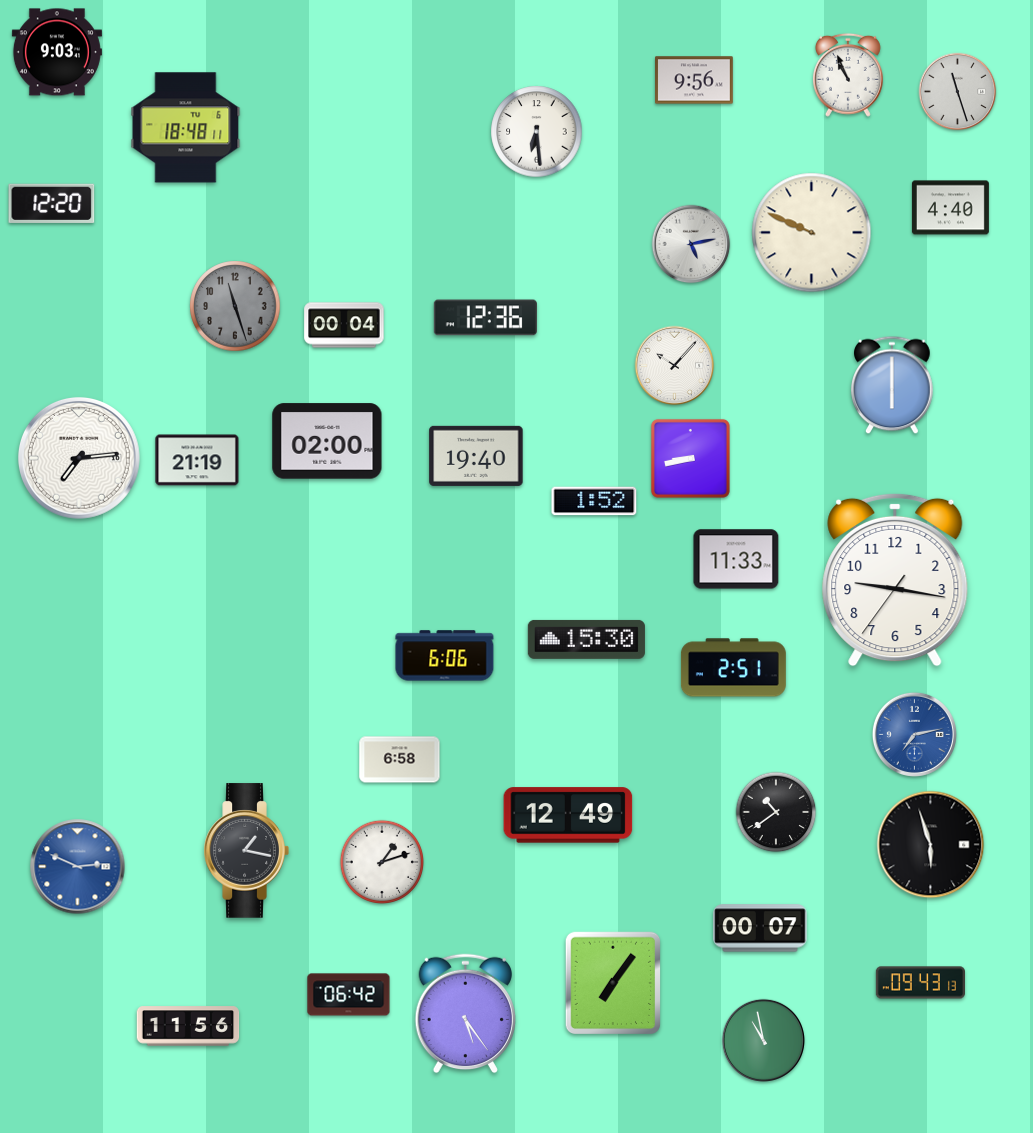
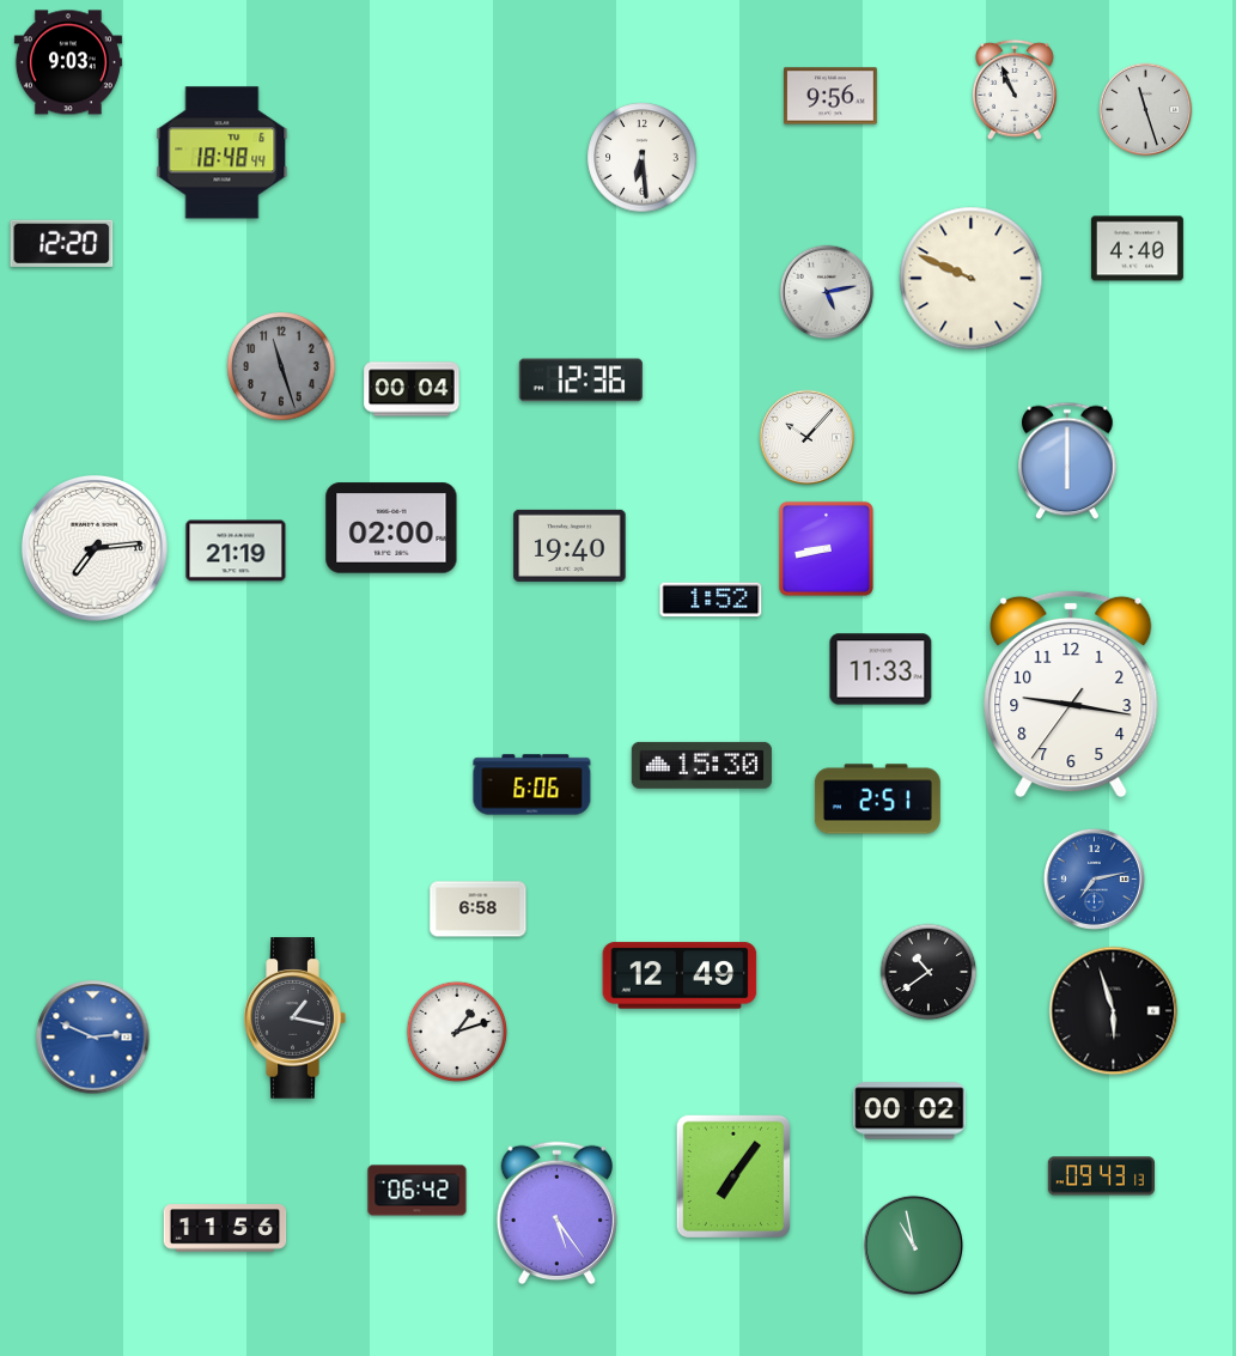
clock at (186, 128): 18:48:11 -> 18:48:44
clock at (760, 928): 00:07 -> 00:02
